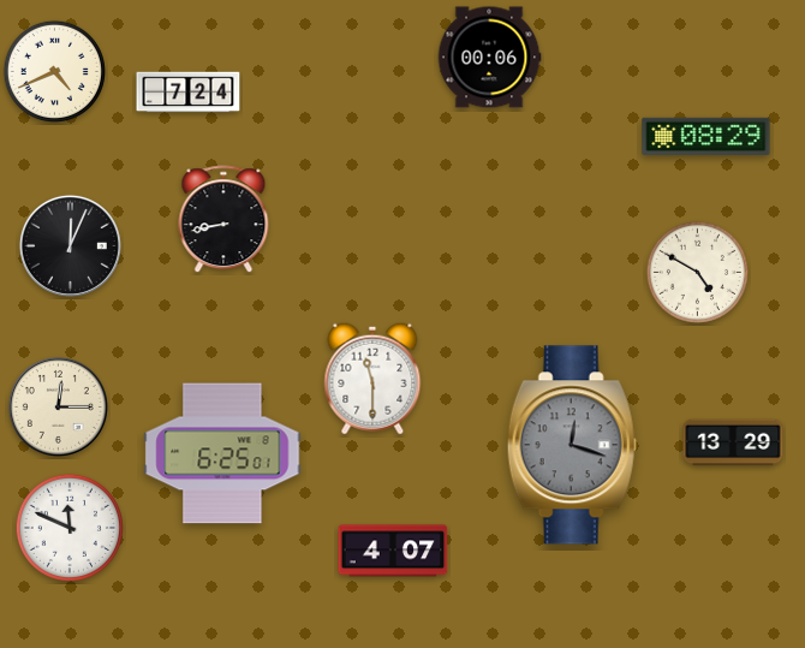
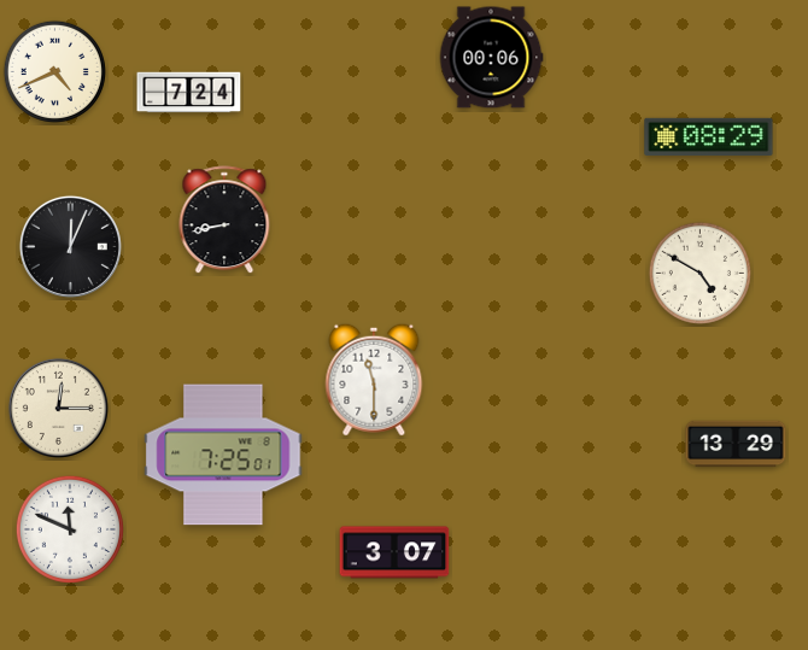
clock at (572, 445): 12:18 -> none
clock at (222, 453): 6:25 -> 7:25
clock at (393, 551): 4:07 -> 3:07
